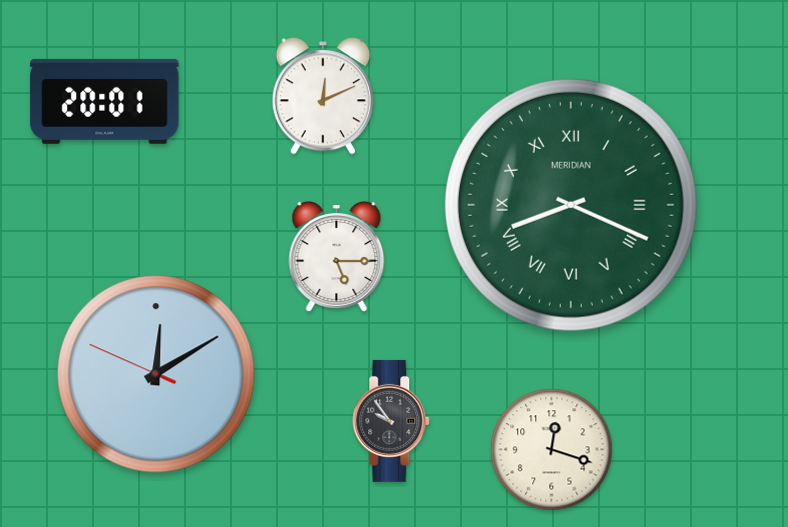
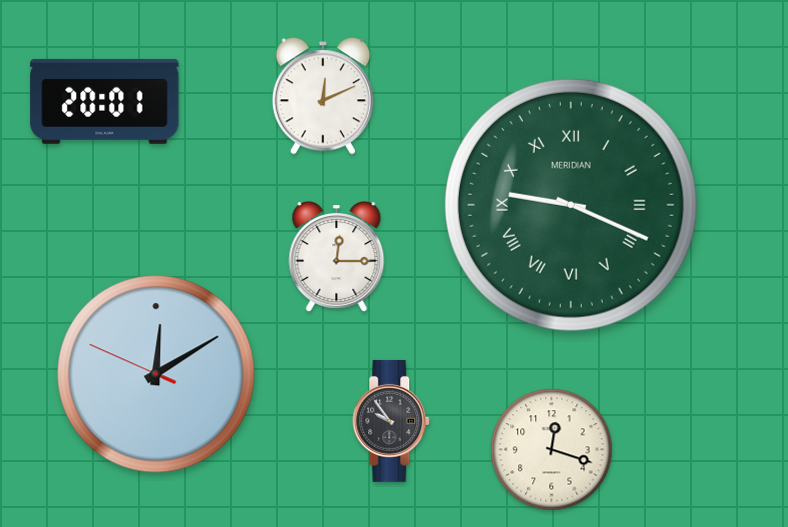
clock at (571, 205): 8:19 -> 9:19
clock at (337, 257): 5:15 -> 12:15
